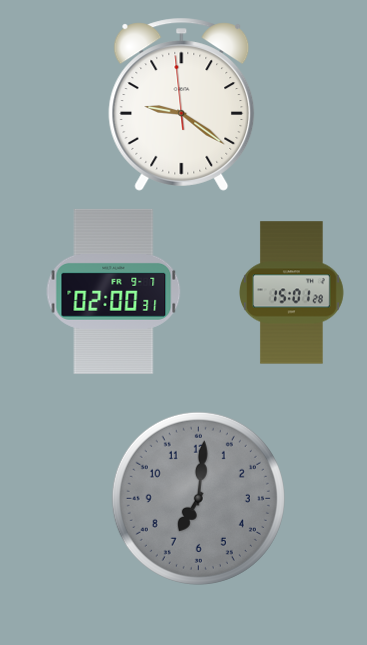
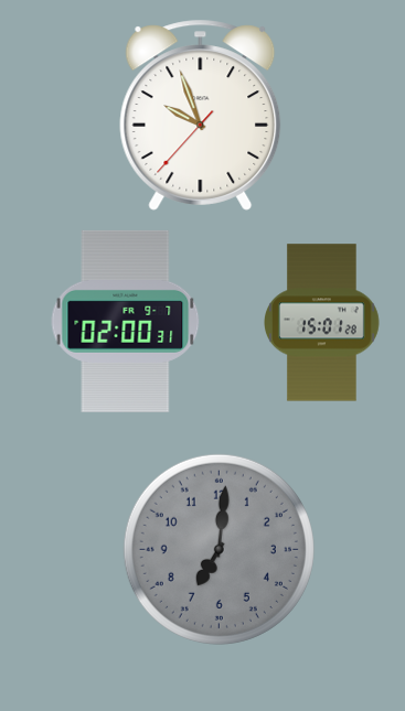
clock at (182, 104): 9:20 -> 9:56
